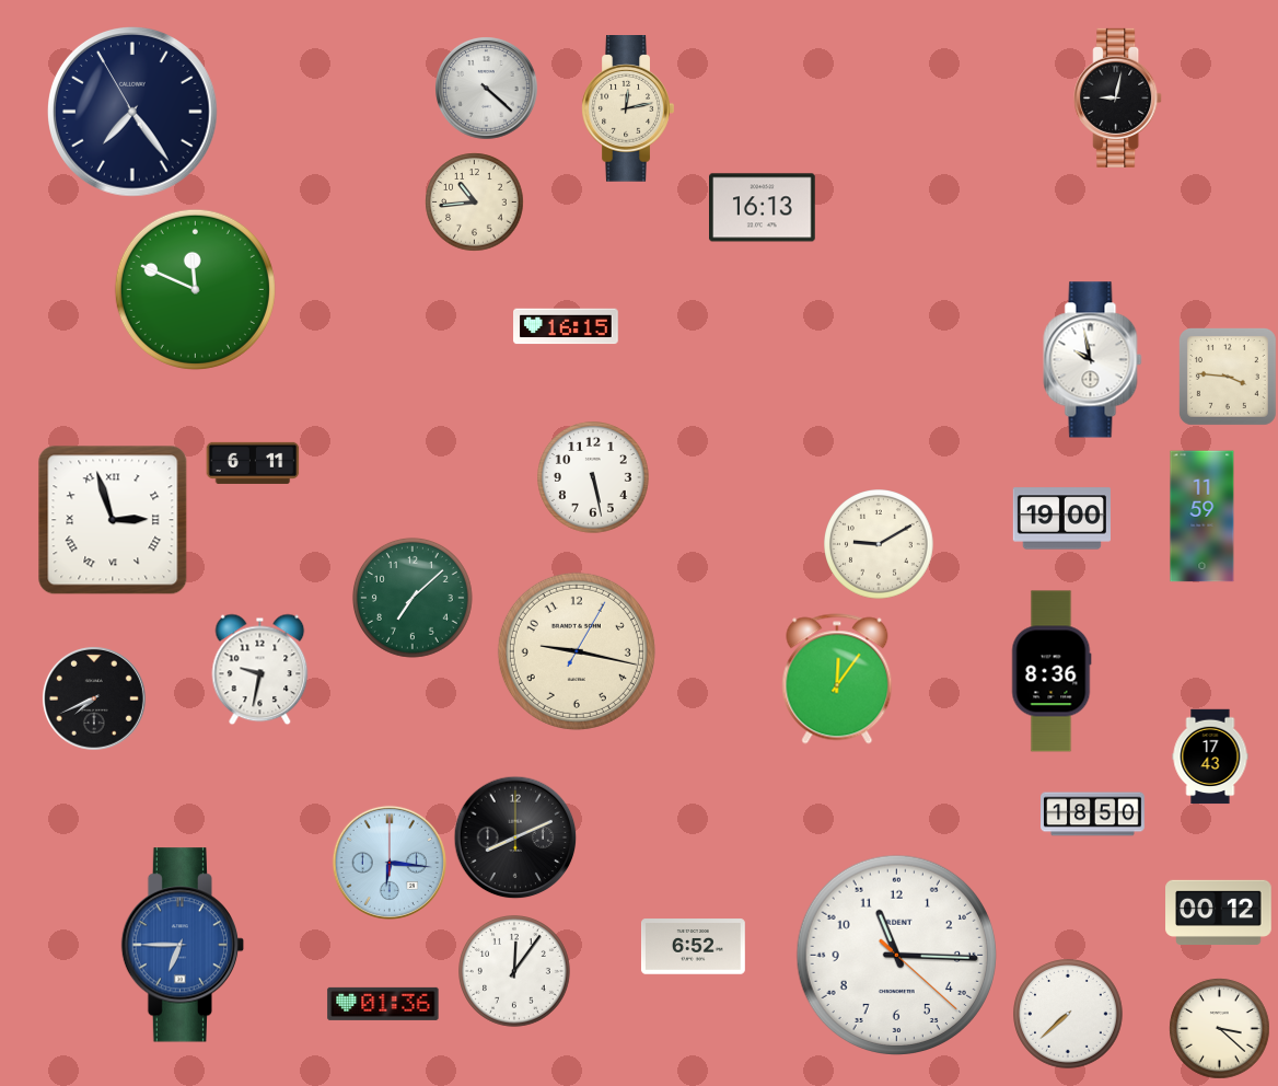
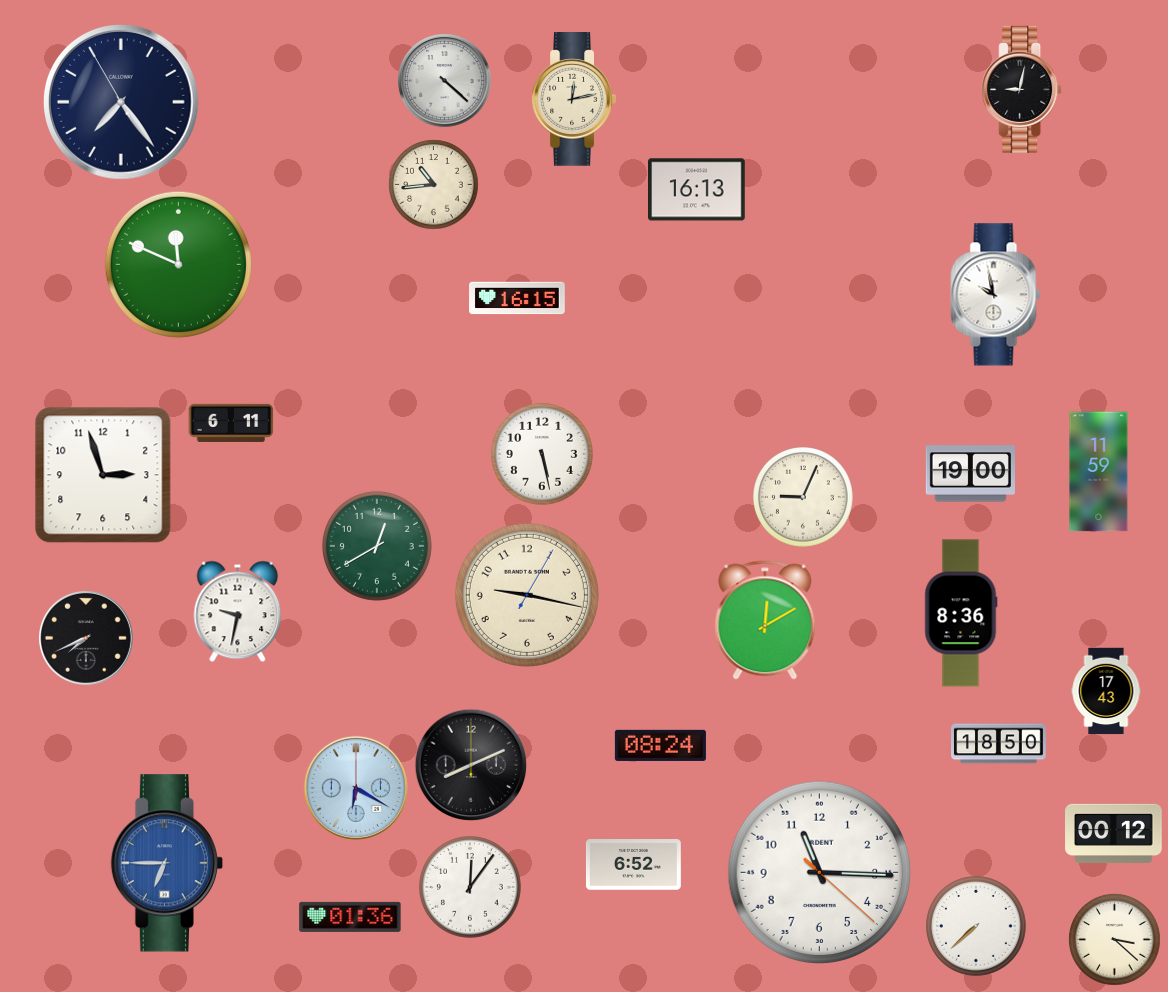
clock at (1093, 360) position: (1093, 360) -> (996, 295)
clock at (1228, 377): 3:46 -> none
clock at (594, 478) position: (594, 478) -> (543, 455)
clock at (113, 520) numerals: Roman -> Arabic
clock at (880, 545): 9:10 -> 9:04
clock at (413, 598): 7:08 -> 12:40
clock at (837, 679): 12:06 -> 12:10
clock at (660, 745): none -> 08:24
clock at (390, 863): 6:16 -> 6:20
